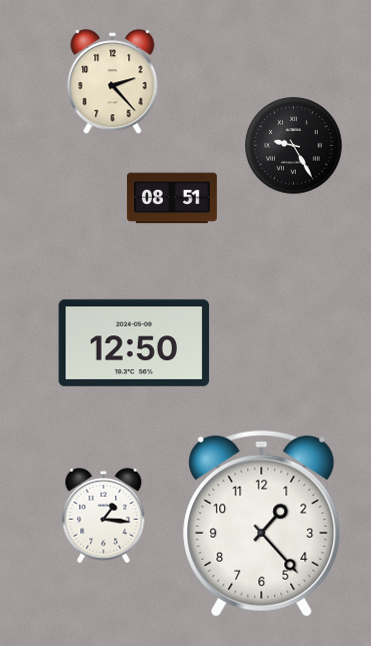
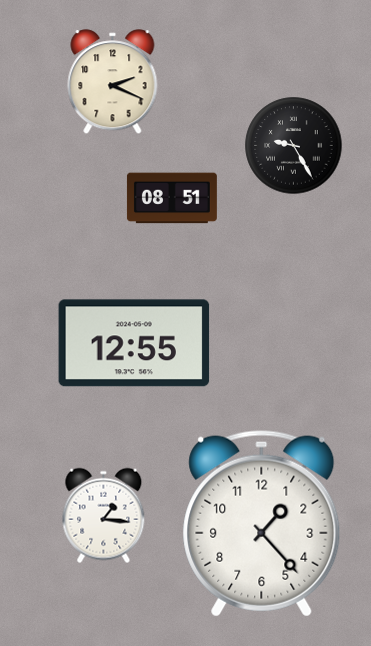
clock at (113, 82): 2:23 -> 2:19
clock at (134, 343): 12:50 -> 12:55
